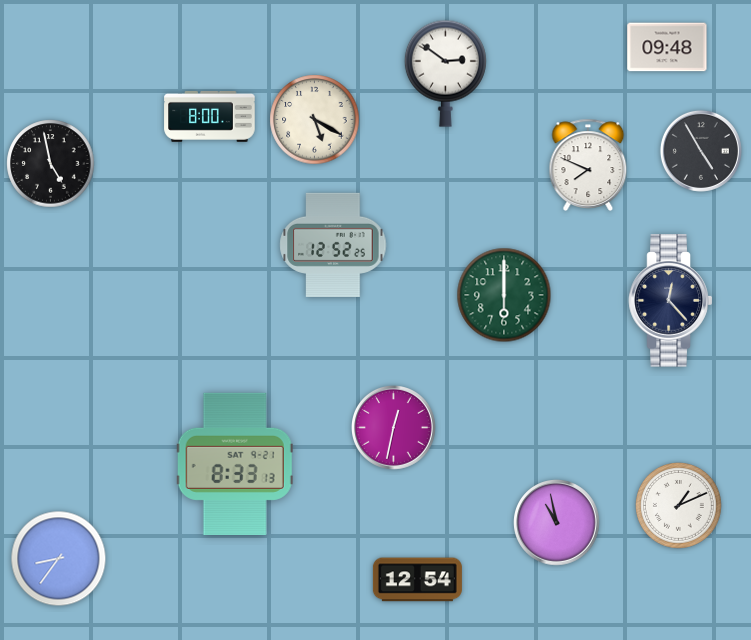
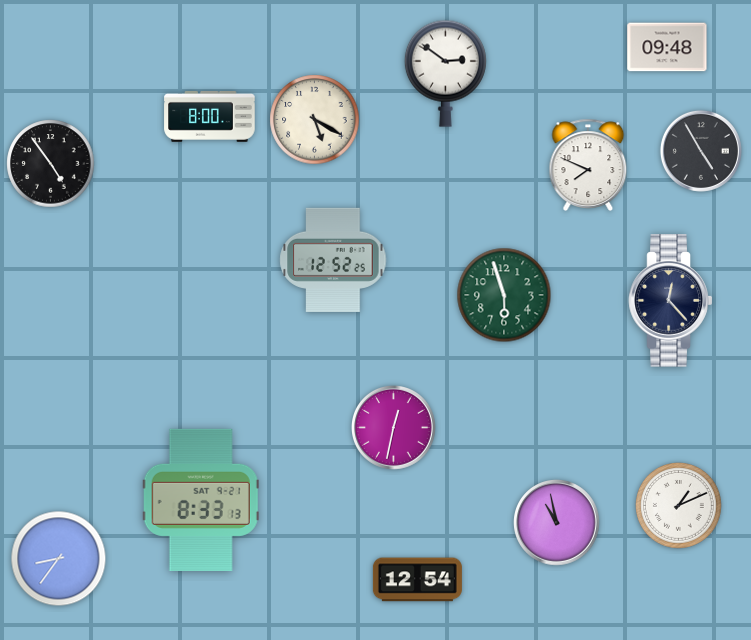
clock at (51, 164): 4:58 -> 4:54
clock at (333, 245) position: (333, 245) -> (333, 260)
clock at (504, 295): 6:00 -> 5:57
clock at (235, 464) position: (235, 464) -> (201, 500)
